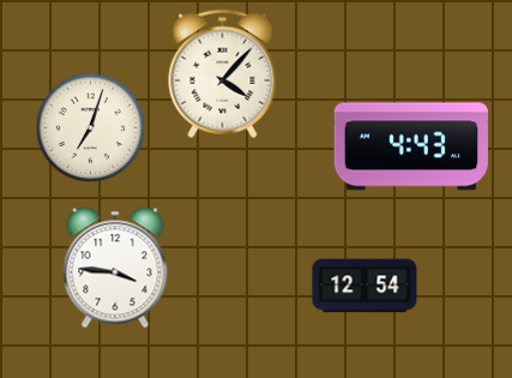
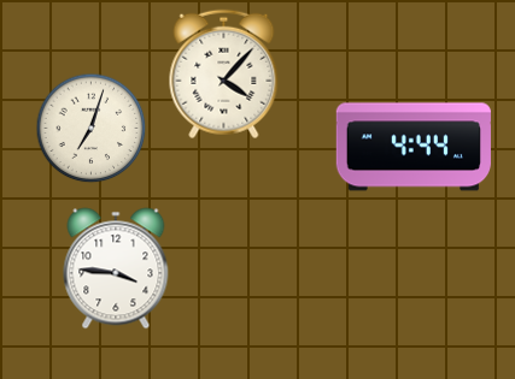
clock at (411, 146): 4:43 -> 4:44
clock at (365, 286): 12:54 -> none
